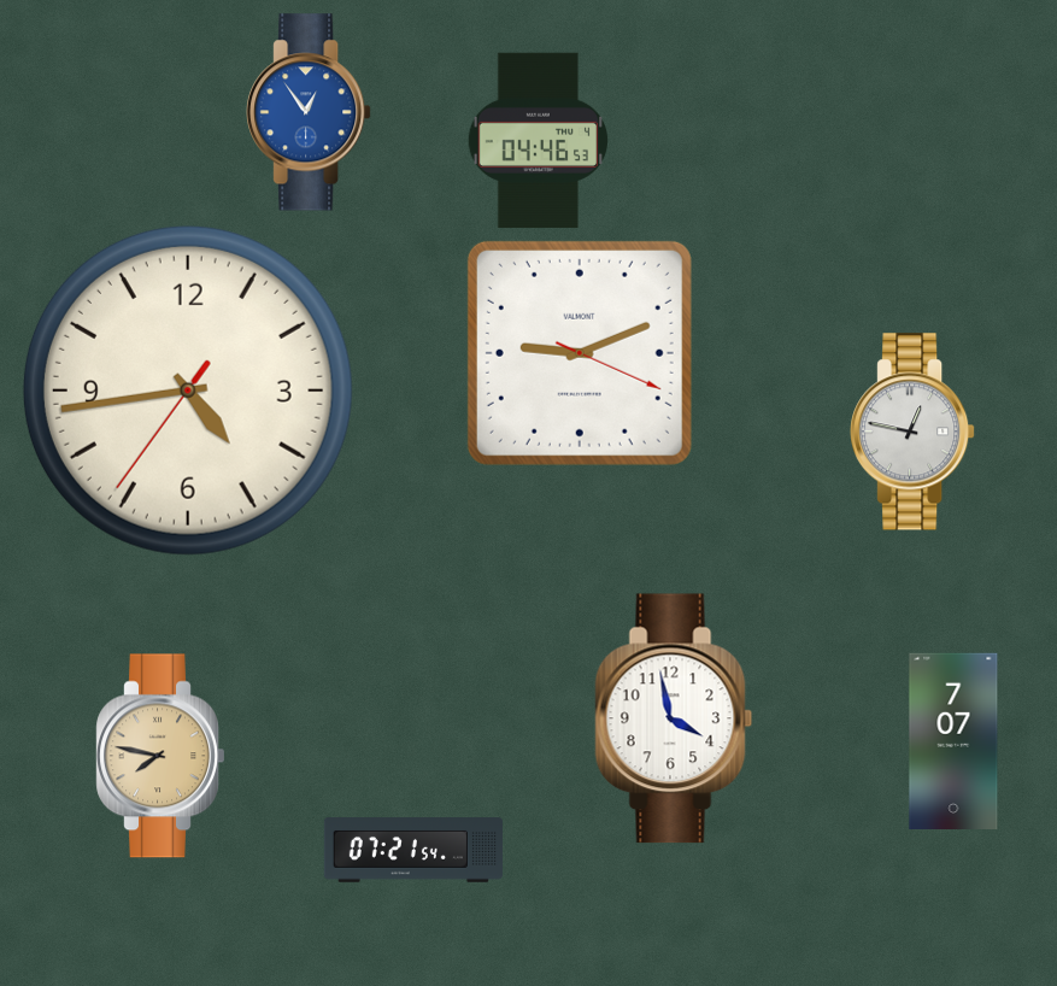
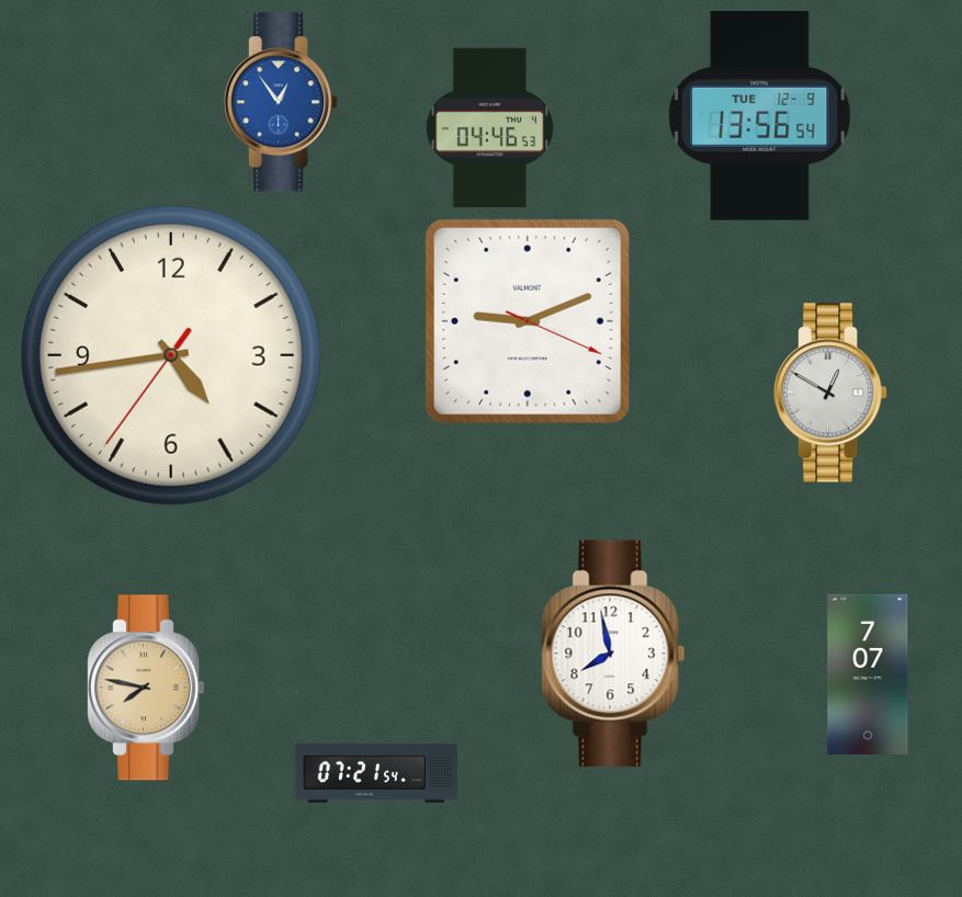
clock at (760, 116): none -> 13:56
clock at (912, 432): 12:47 -> 12:50
clock at (674, 718): 3:58 -> 7:58
